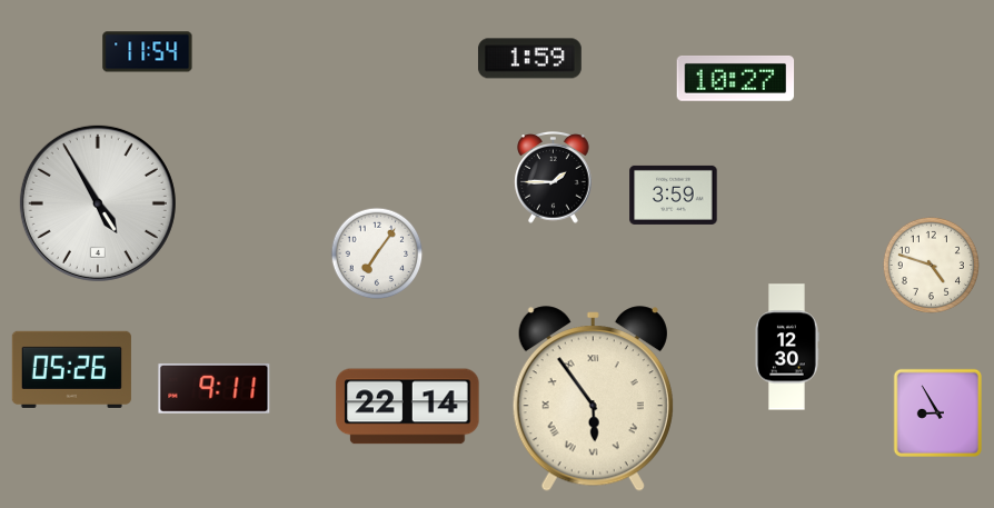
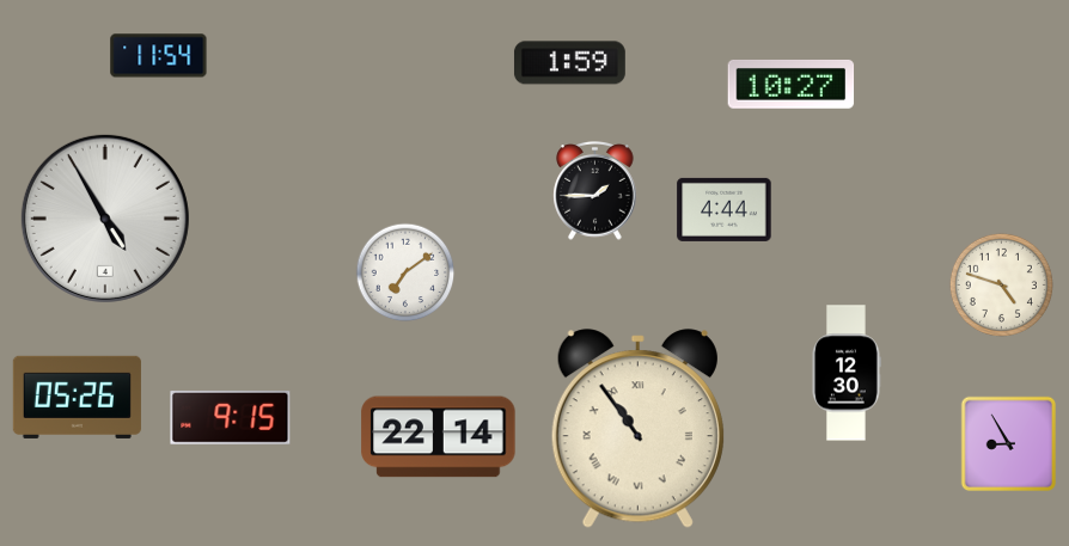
clock at (674, 195): 3:59 -> 4:44
clock at (377, 253): 7:06 -> 7:09
clock at (215, 388): 9:11 -> 9:15
clock at (593, 399): 5:54 -> 10:54
